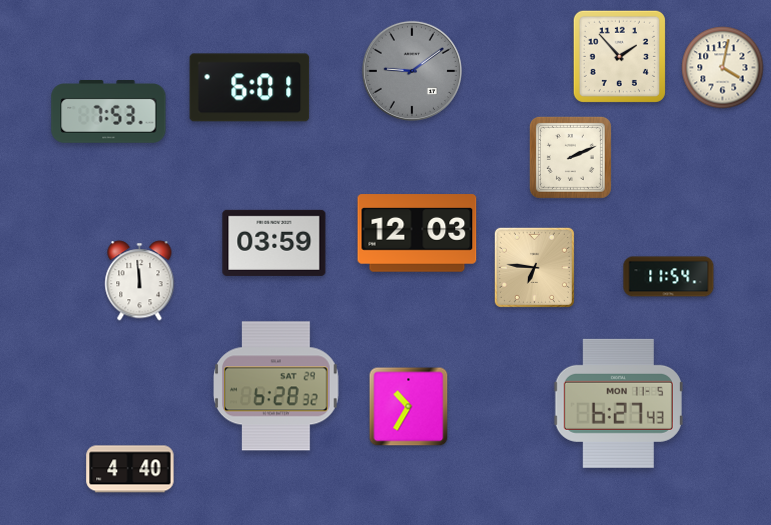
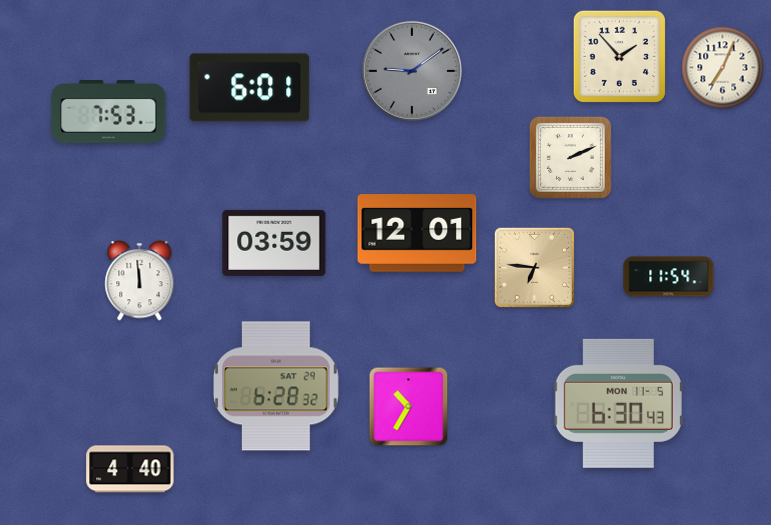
clock at (723, 68): 4:02 -> 7:04
clock at (417, 233): 12:03 -> 12:01
clock at (618, 403): 6:27 -> 6:30
